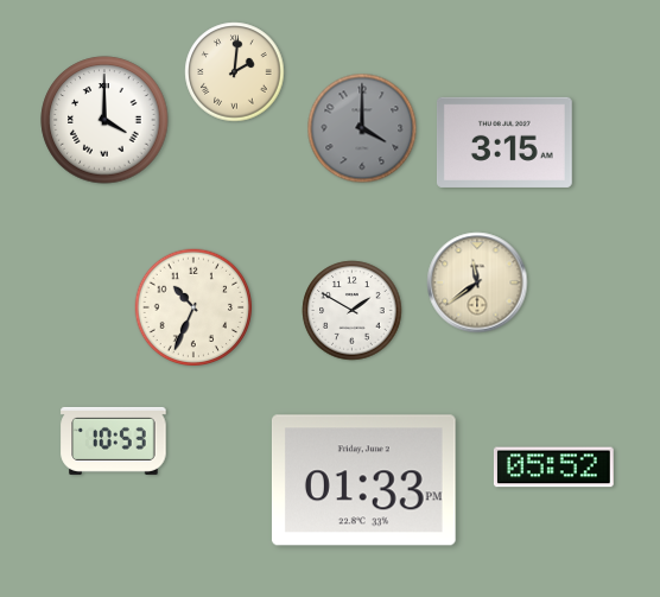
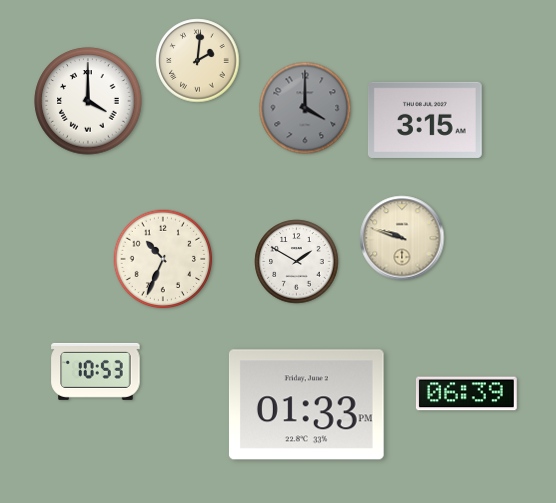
clock at (477, 282): 11:39 -> 9:48
clock at (553, 468): 05:52 -> 06:39
